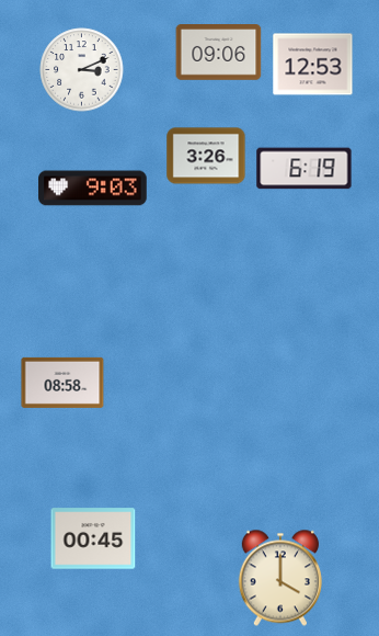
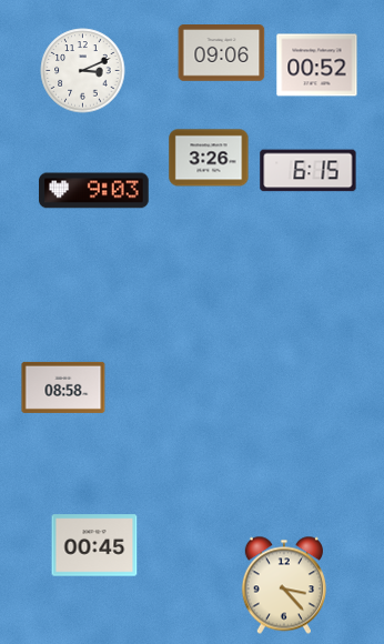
clock at (313, 65): 12:53 -> 00:52
clock at (305, 169): 6:19 -> 6:15
clock at (280, 578): 4:00 -> 3:23
